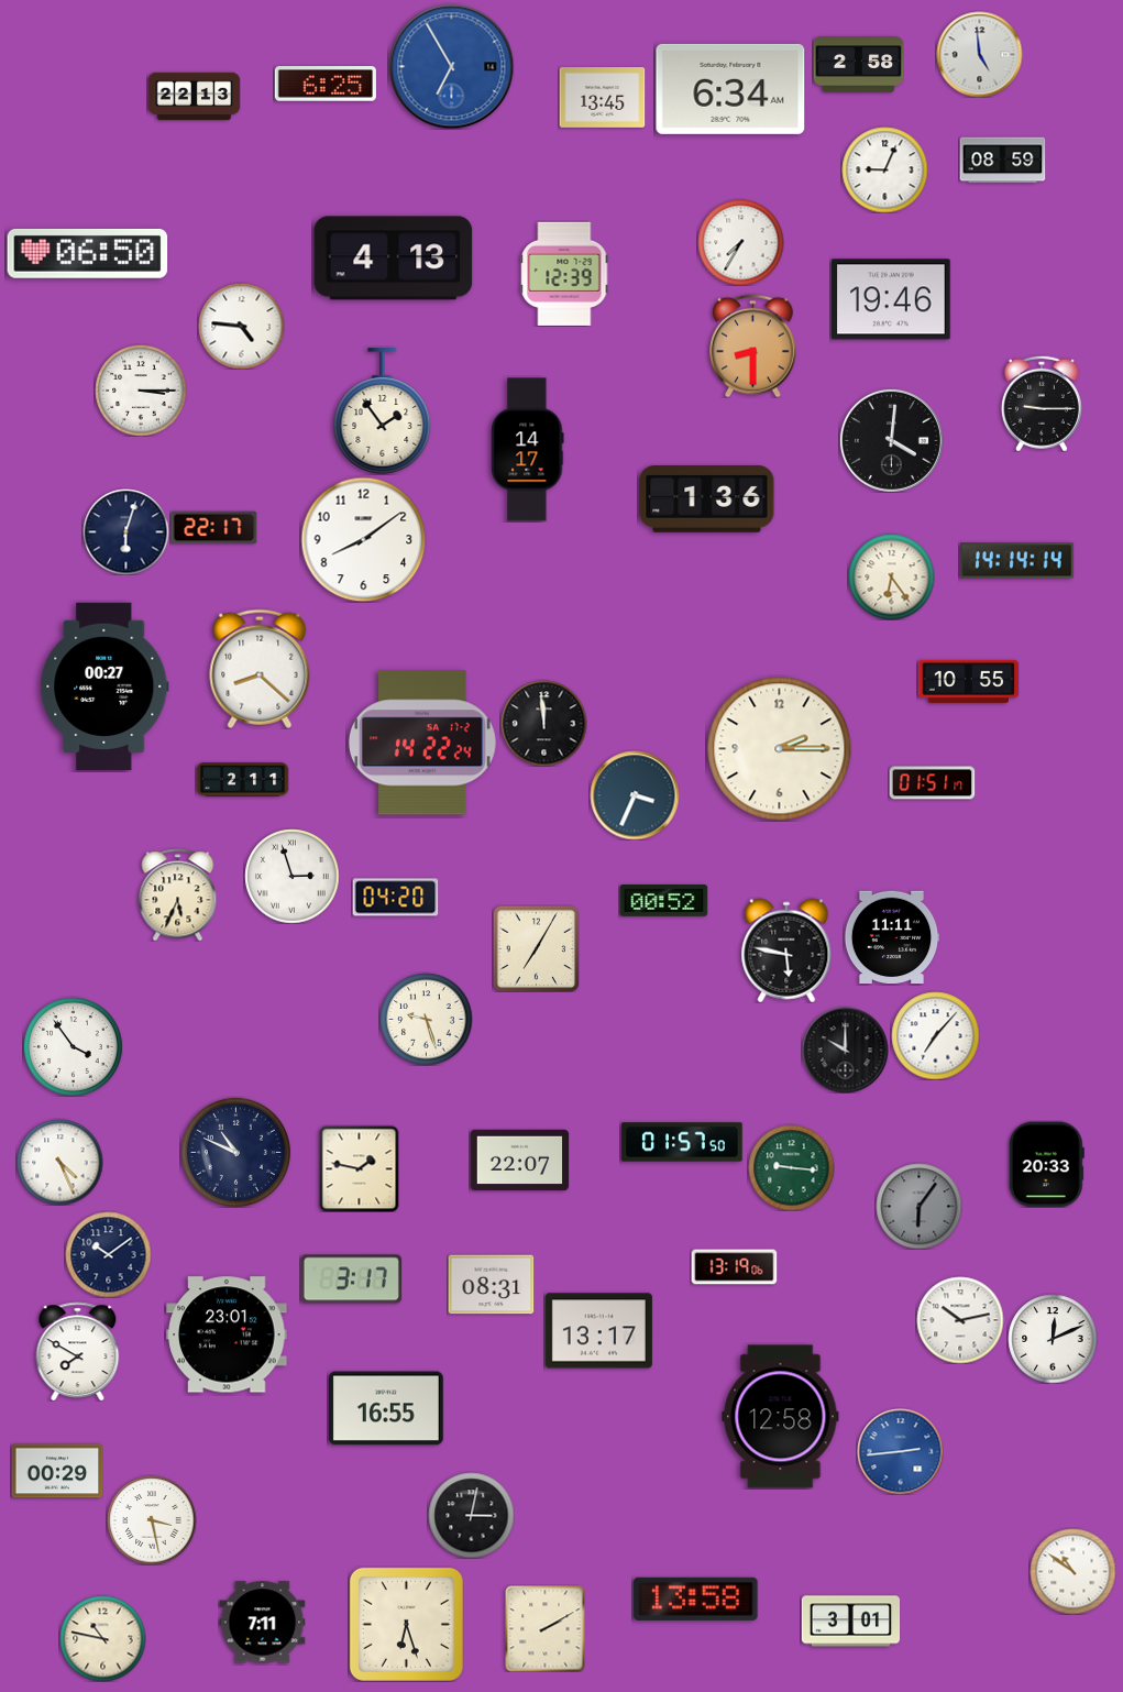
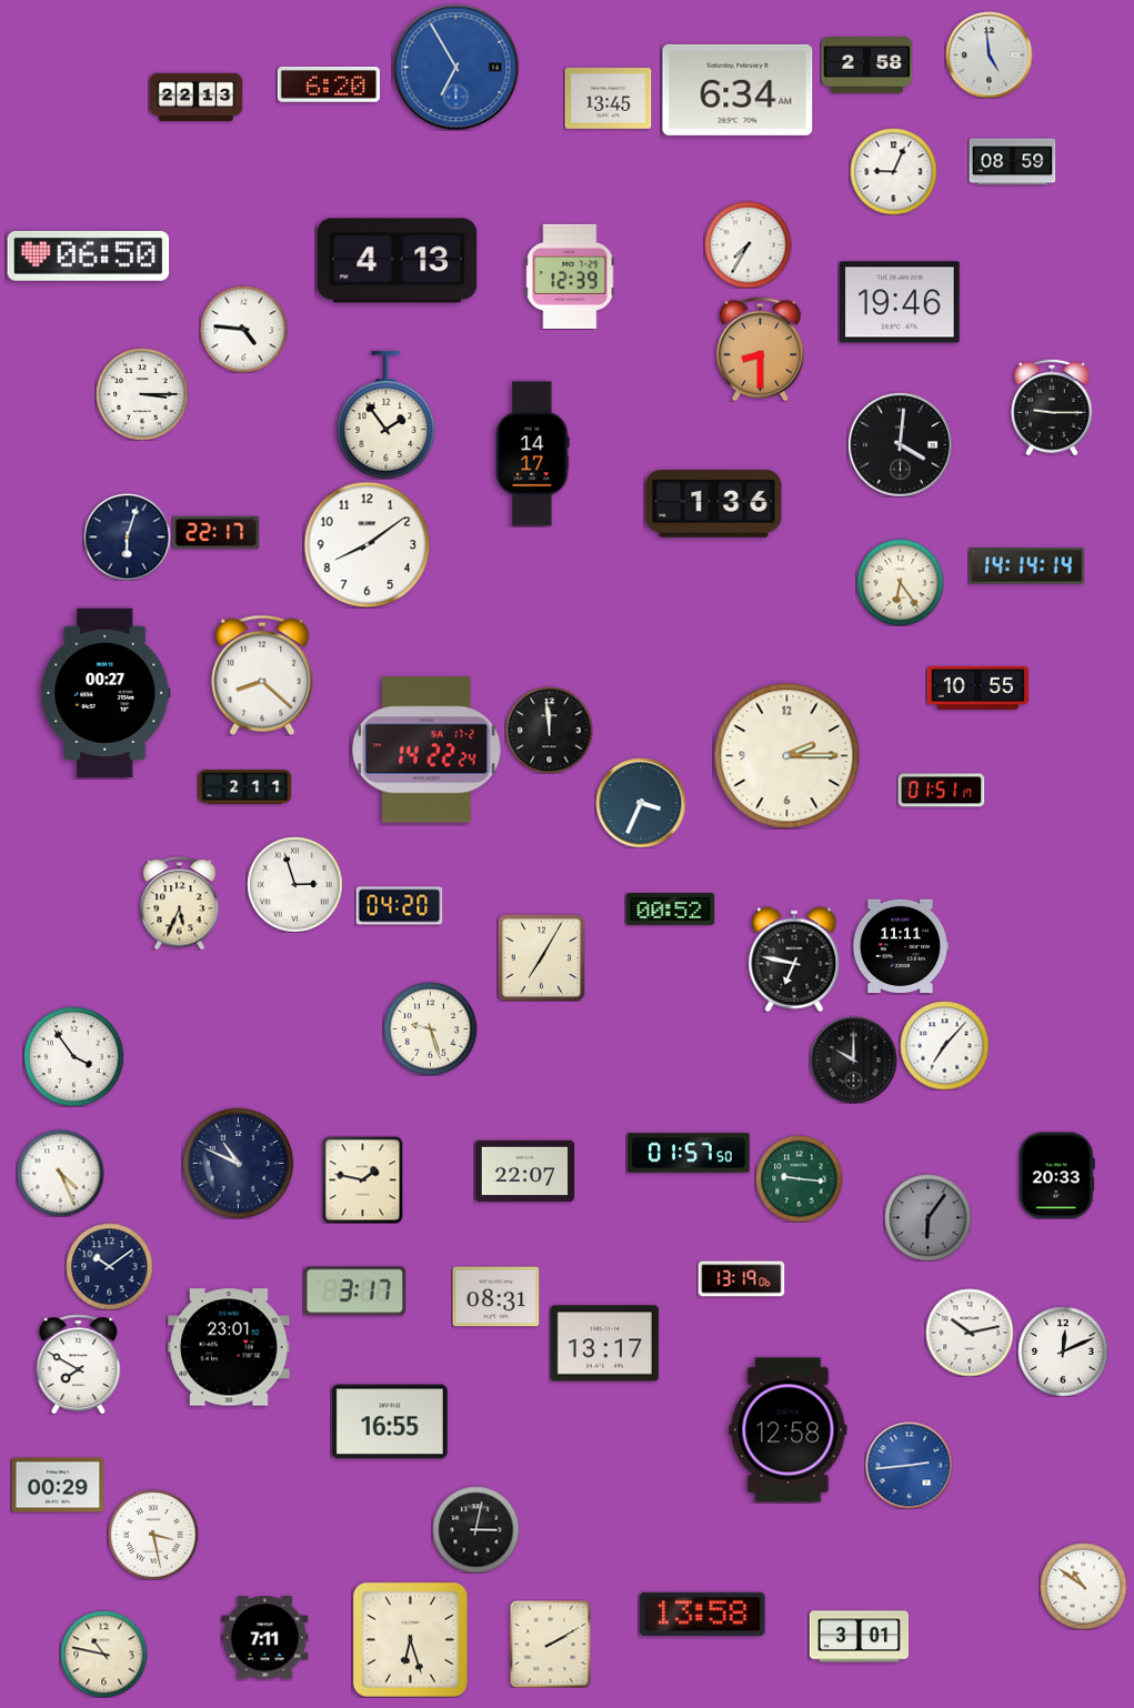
clock at (326, 84): 6:25 -> 6:20
clock at (786, 951): 5:47 -> 6:47
